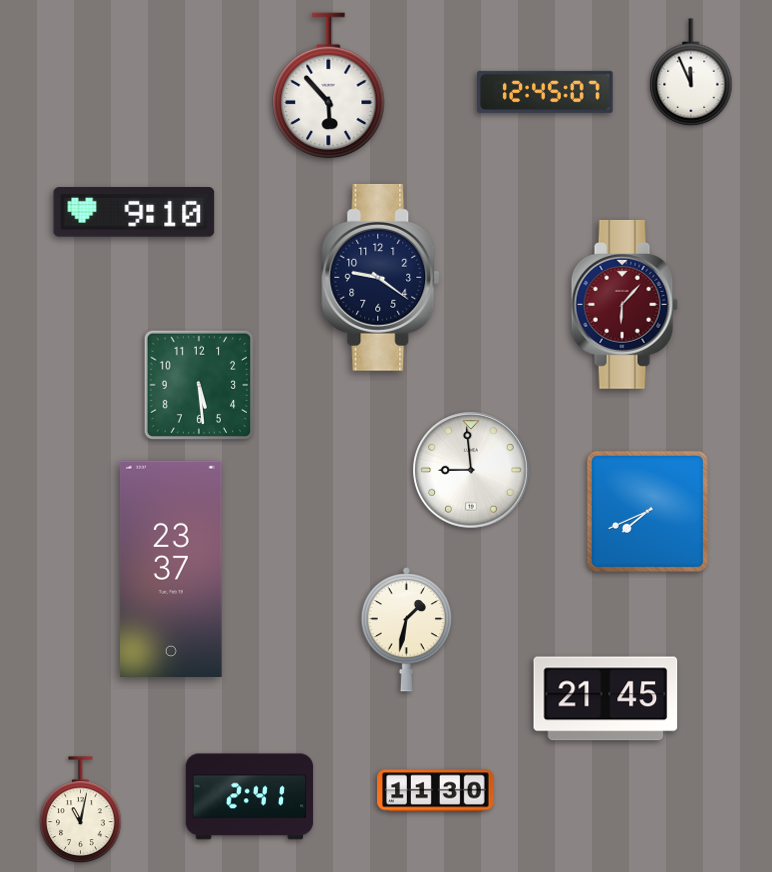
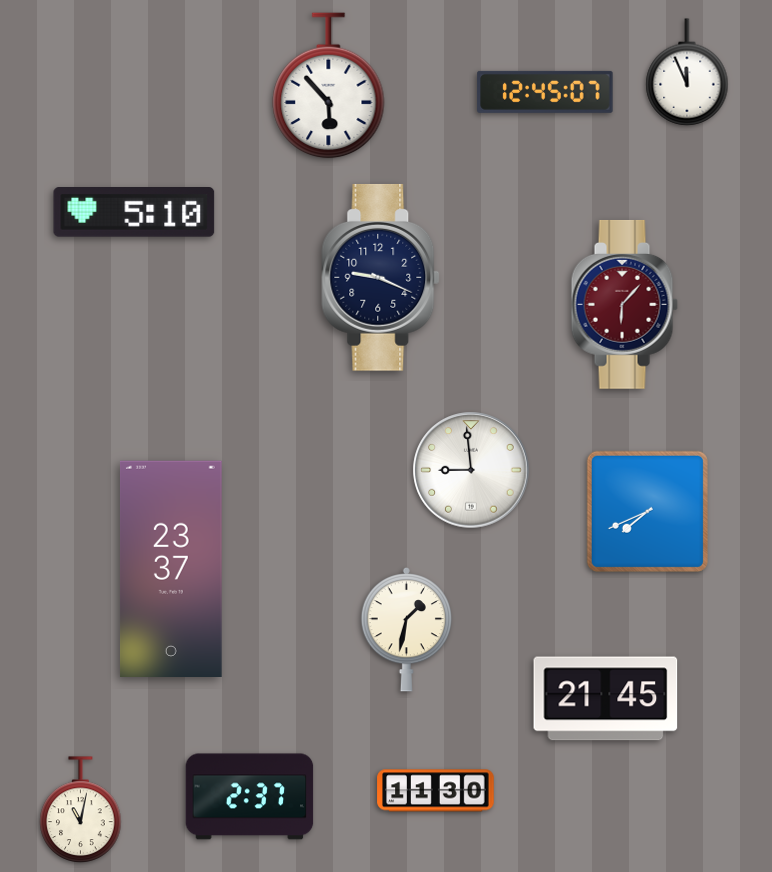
clock at (691, 72) position: (691, 72) -> (687, 72)
clock at (134, 213): 9:10 -> 5:10
clock at (381, 277): 9:21 -> 9:19
clock at (198, 384): 5:29 -> none
clock at (250, 797): 2:41 -> 2:37
